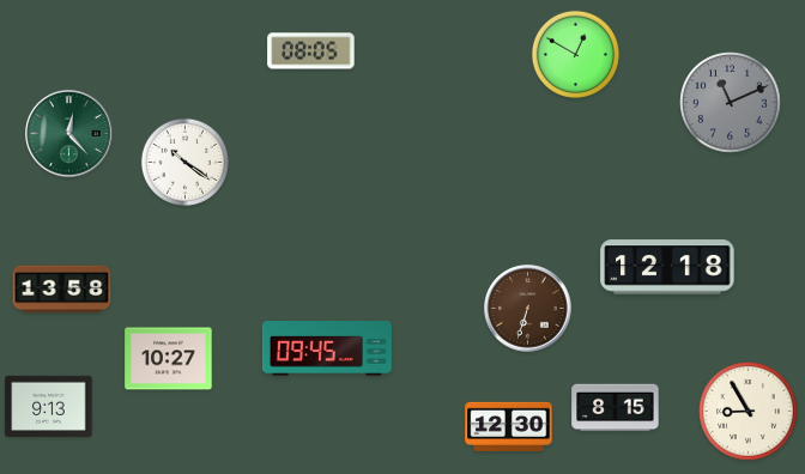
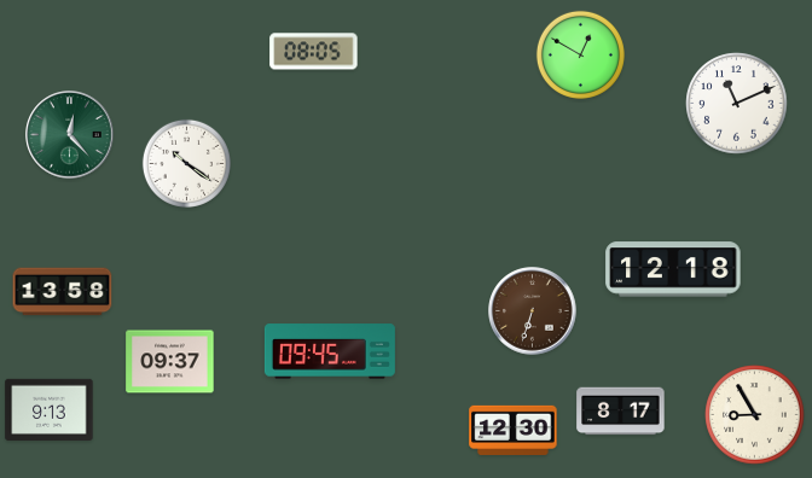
clock at (731, 103) dial: grey -> white
clock at (169, 359): 10:27 -> 09:37
clock at (616, 408): 8:15 -> 8:17
